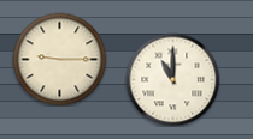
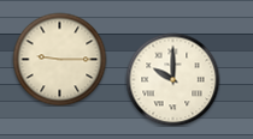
clock at (172, 79): 11:00 -> 10:00
